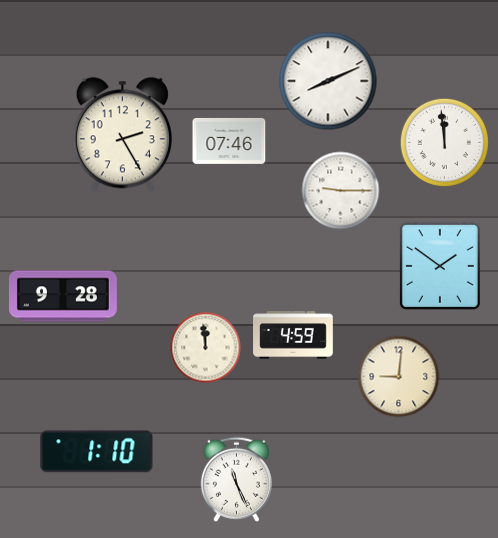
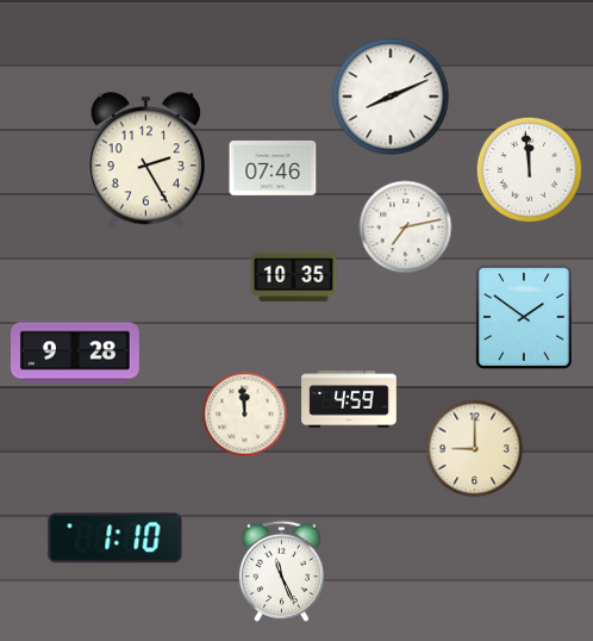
clock at (341, 191): 9:15 -> 7:13
clock at (294, 278): none -> 10:35
clock at (399, 377): 9:01 -> 9:00
